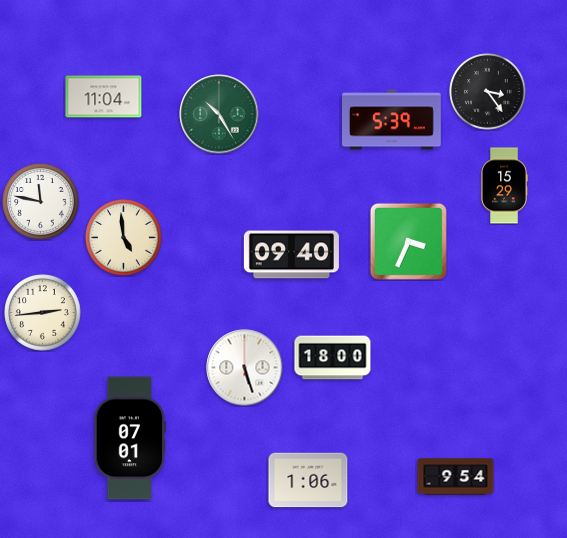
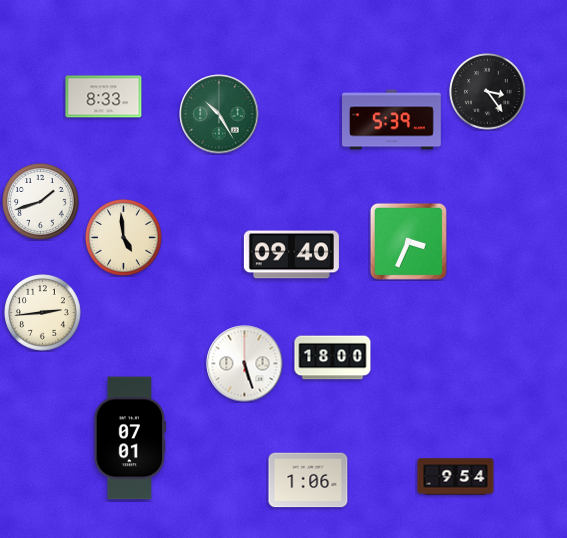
clock at (104, 97): 11:04 -> 8:33
clock at (504, 186): 15:29 -> none
clock at (41, 202): 11:47 -> 1:42
clock at (245, 368) position: (245, 368) -> (245, 364)
